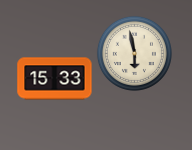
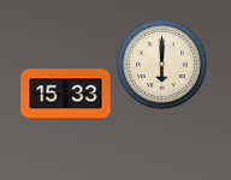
clock at (134, 53): 5:58 -> 6:00
